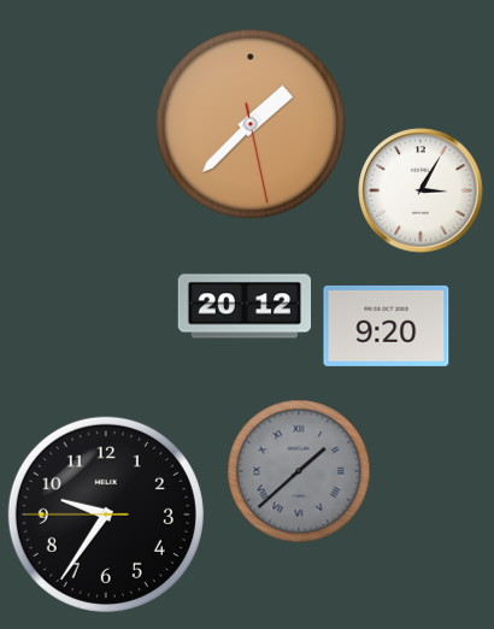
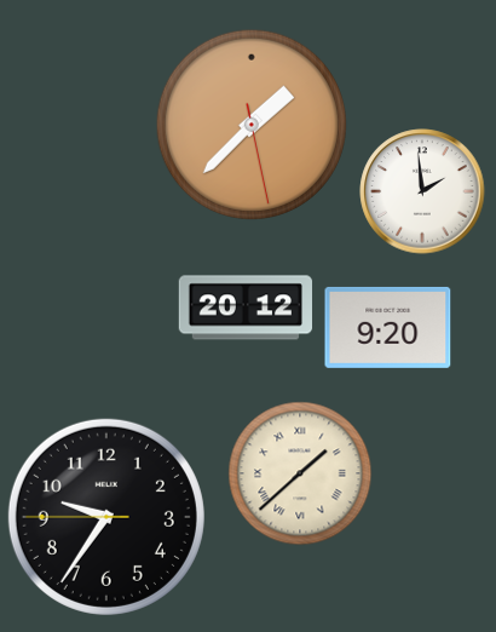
clock at (421, 190): 3:05 -> 1:59
clock at (299, 471) dial: grey -> cream
